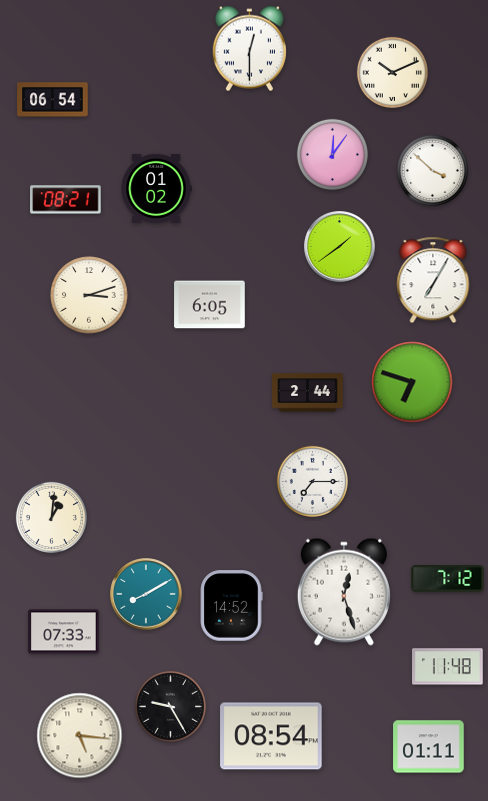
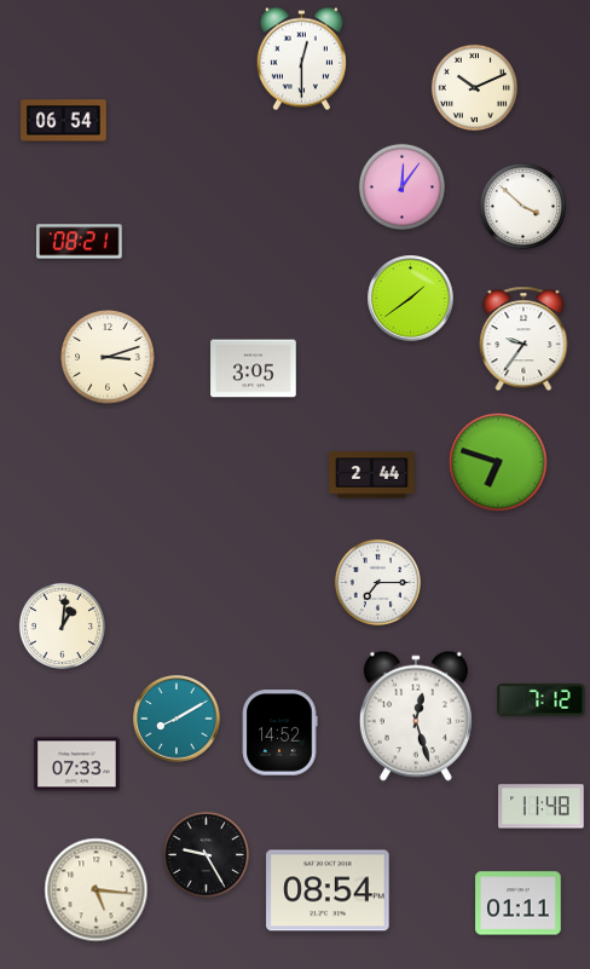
clock at (156, 188): 01:02 -> none
clock at (433, 280): 7:05 -> 9:36
clock at (210, 305): 6:05 -> 3:05
